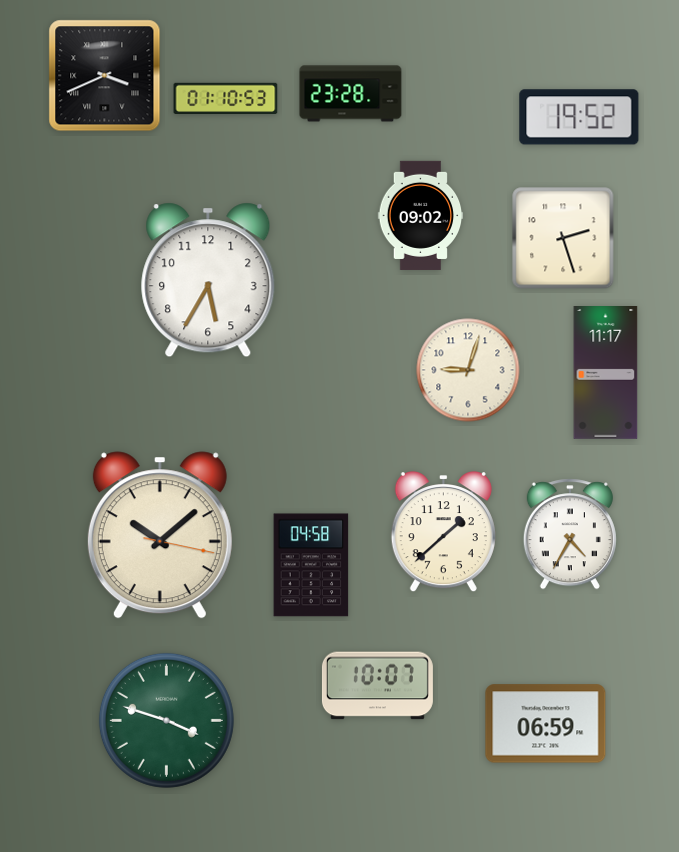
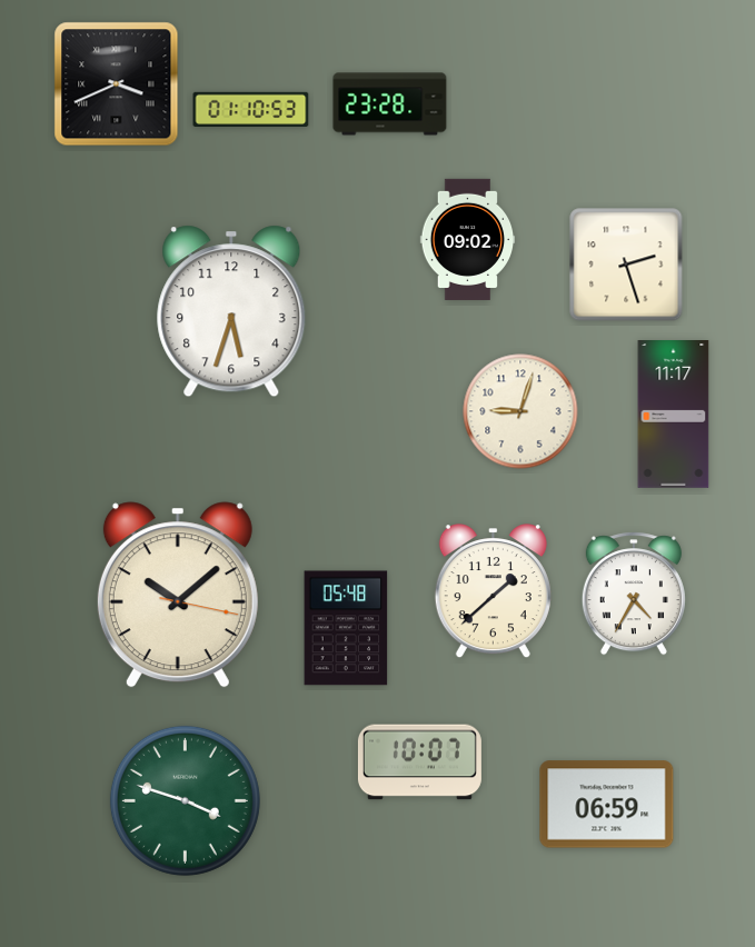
clock at (579, 117): 19:52 -> none
clock at (208, 280): 5:35 -> 5:33
clock at (311, 565): 04:58 -> 05:48
